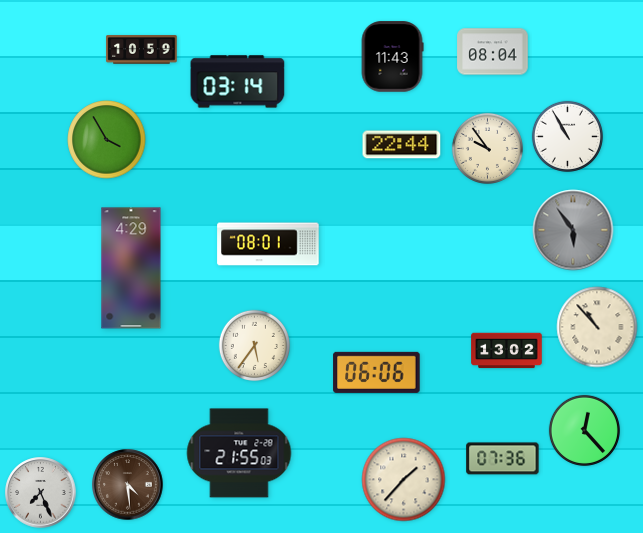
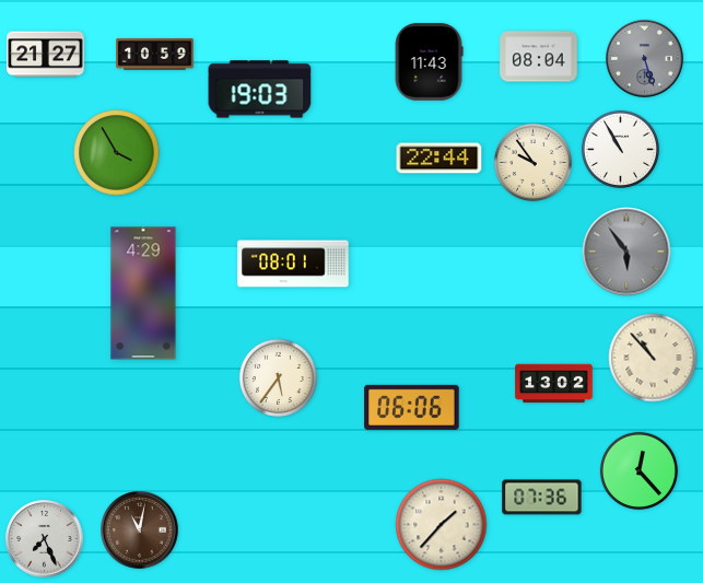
clock at (46, 55): none -> 21:27
clock at (645, 59): none -> 5:27
clock at (238, 82): 03:14 -> 19:03
clock at (268, 244) position: (268, 244) -> (293, 264)
clock at (239, 453): 21:55 -> none
clock at (503, 459) position: (503, 459) -> (542, 498)
clock at (128, 485): 4:29 -> 11:02
